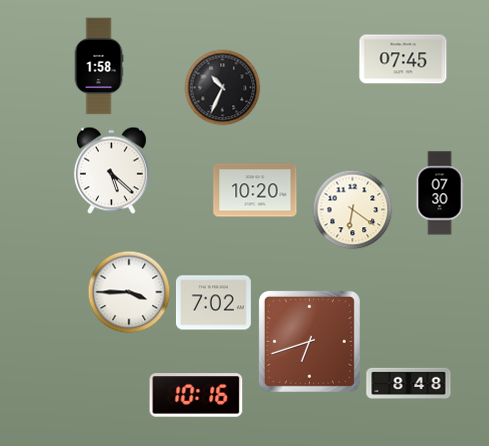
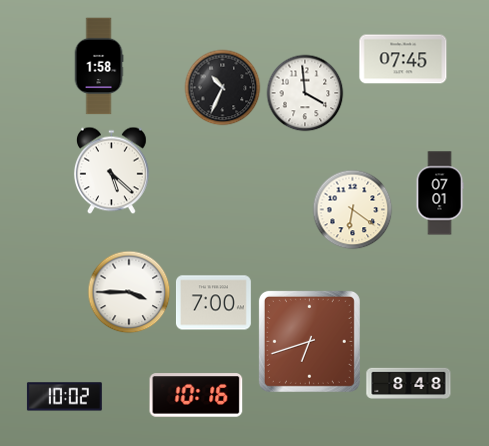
clock at (305, 93): none -> 3:59
clock at (255, 190): 10:20 -> none
clock at (440, 193): 07:30 -> 07:01
clock at (213, 303): 7:02 -> 7:00
clock at (64, 397): none -> 10:02
